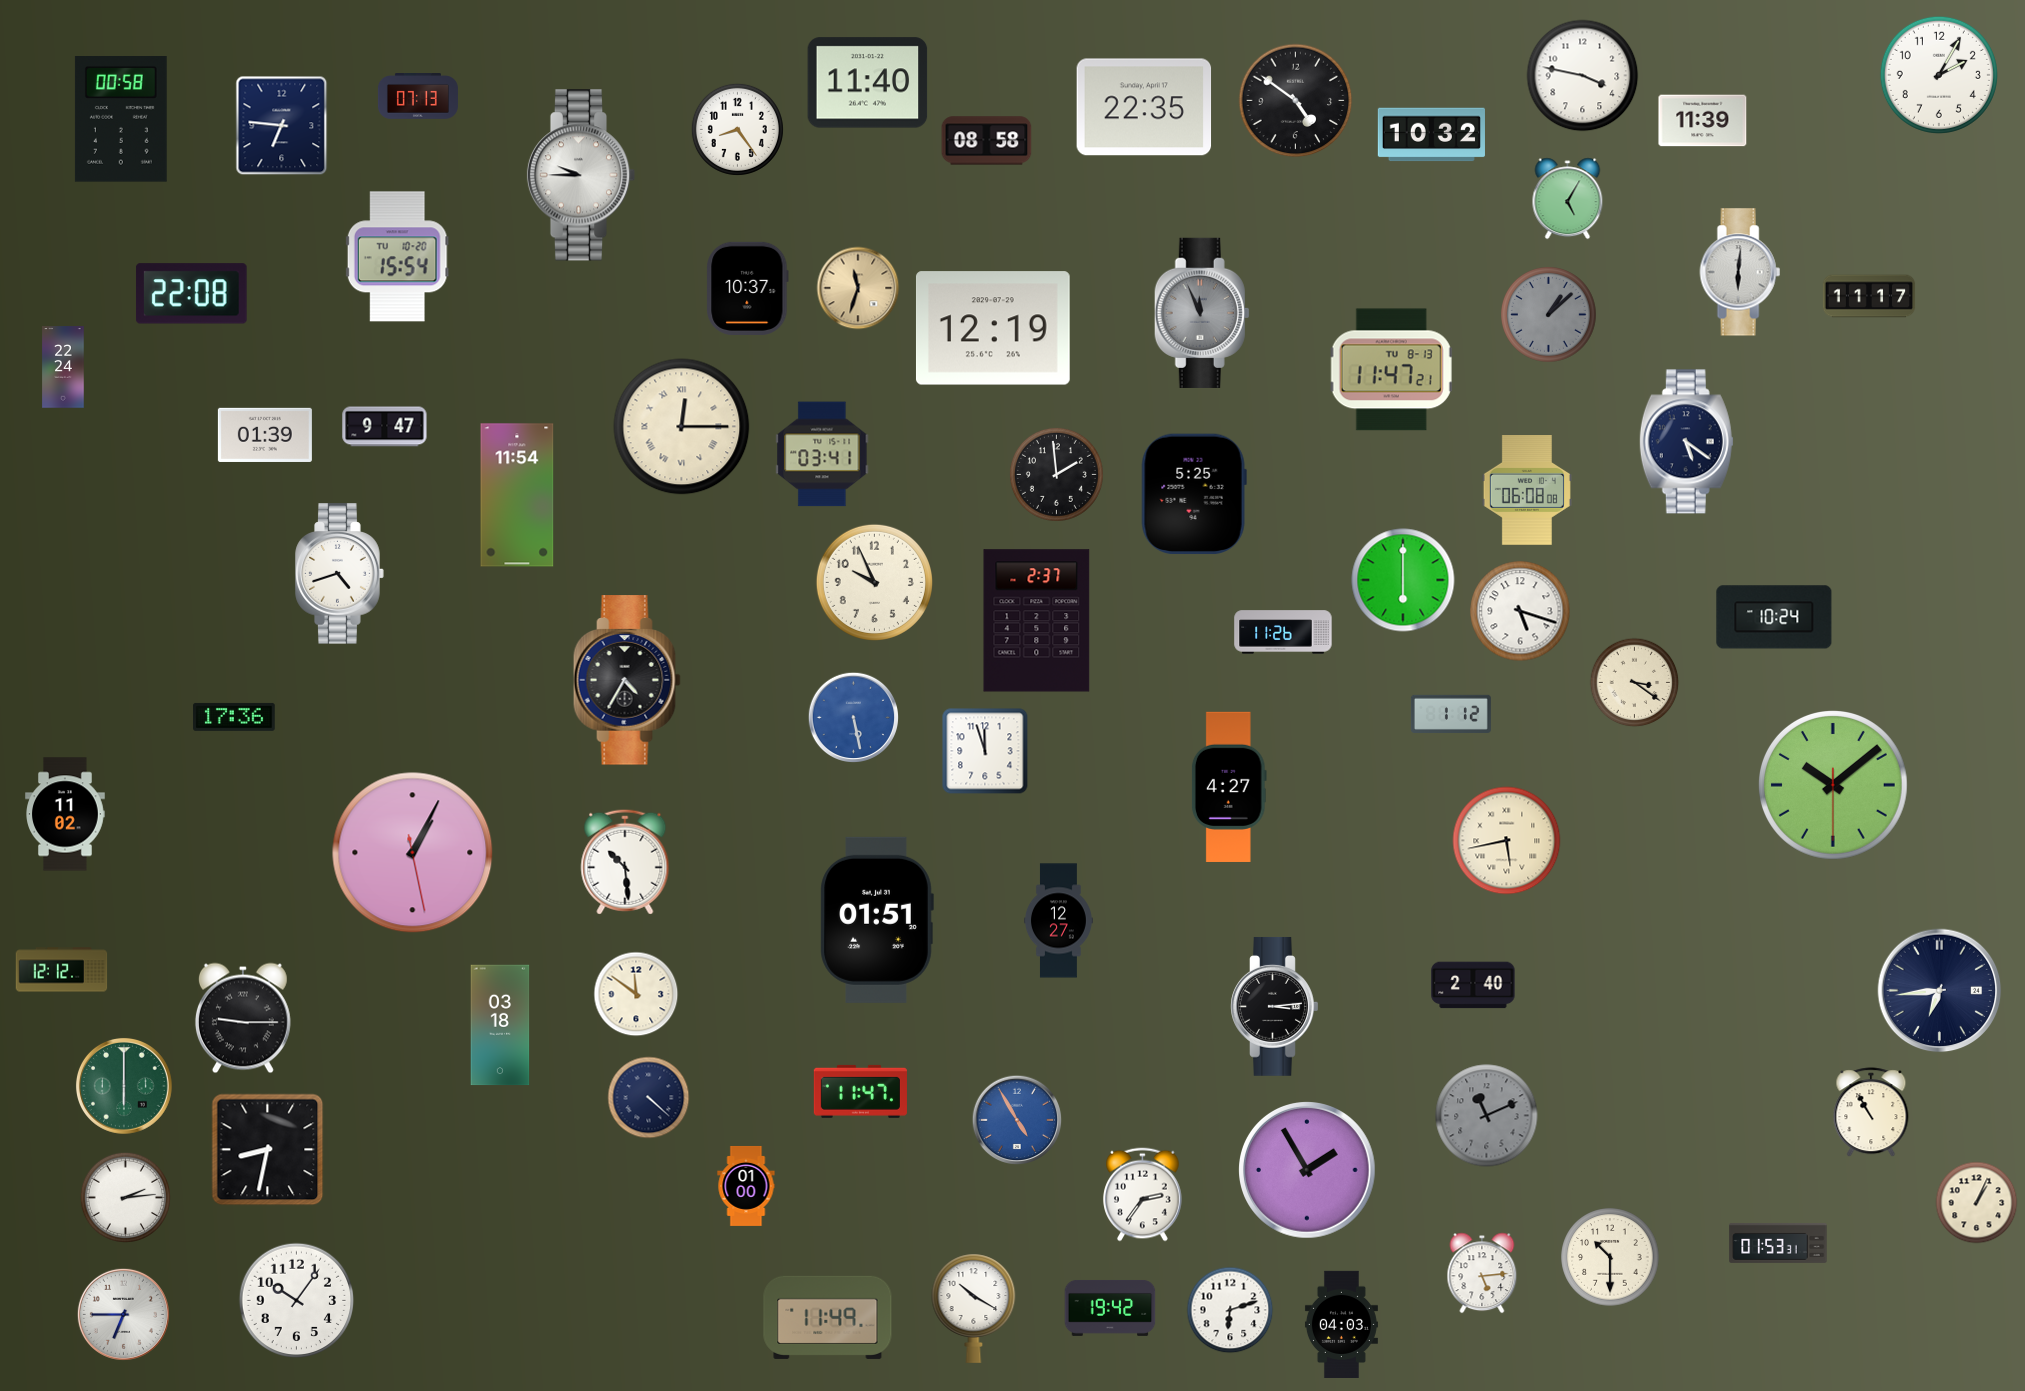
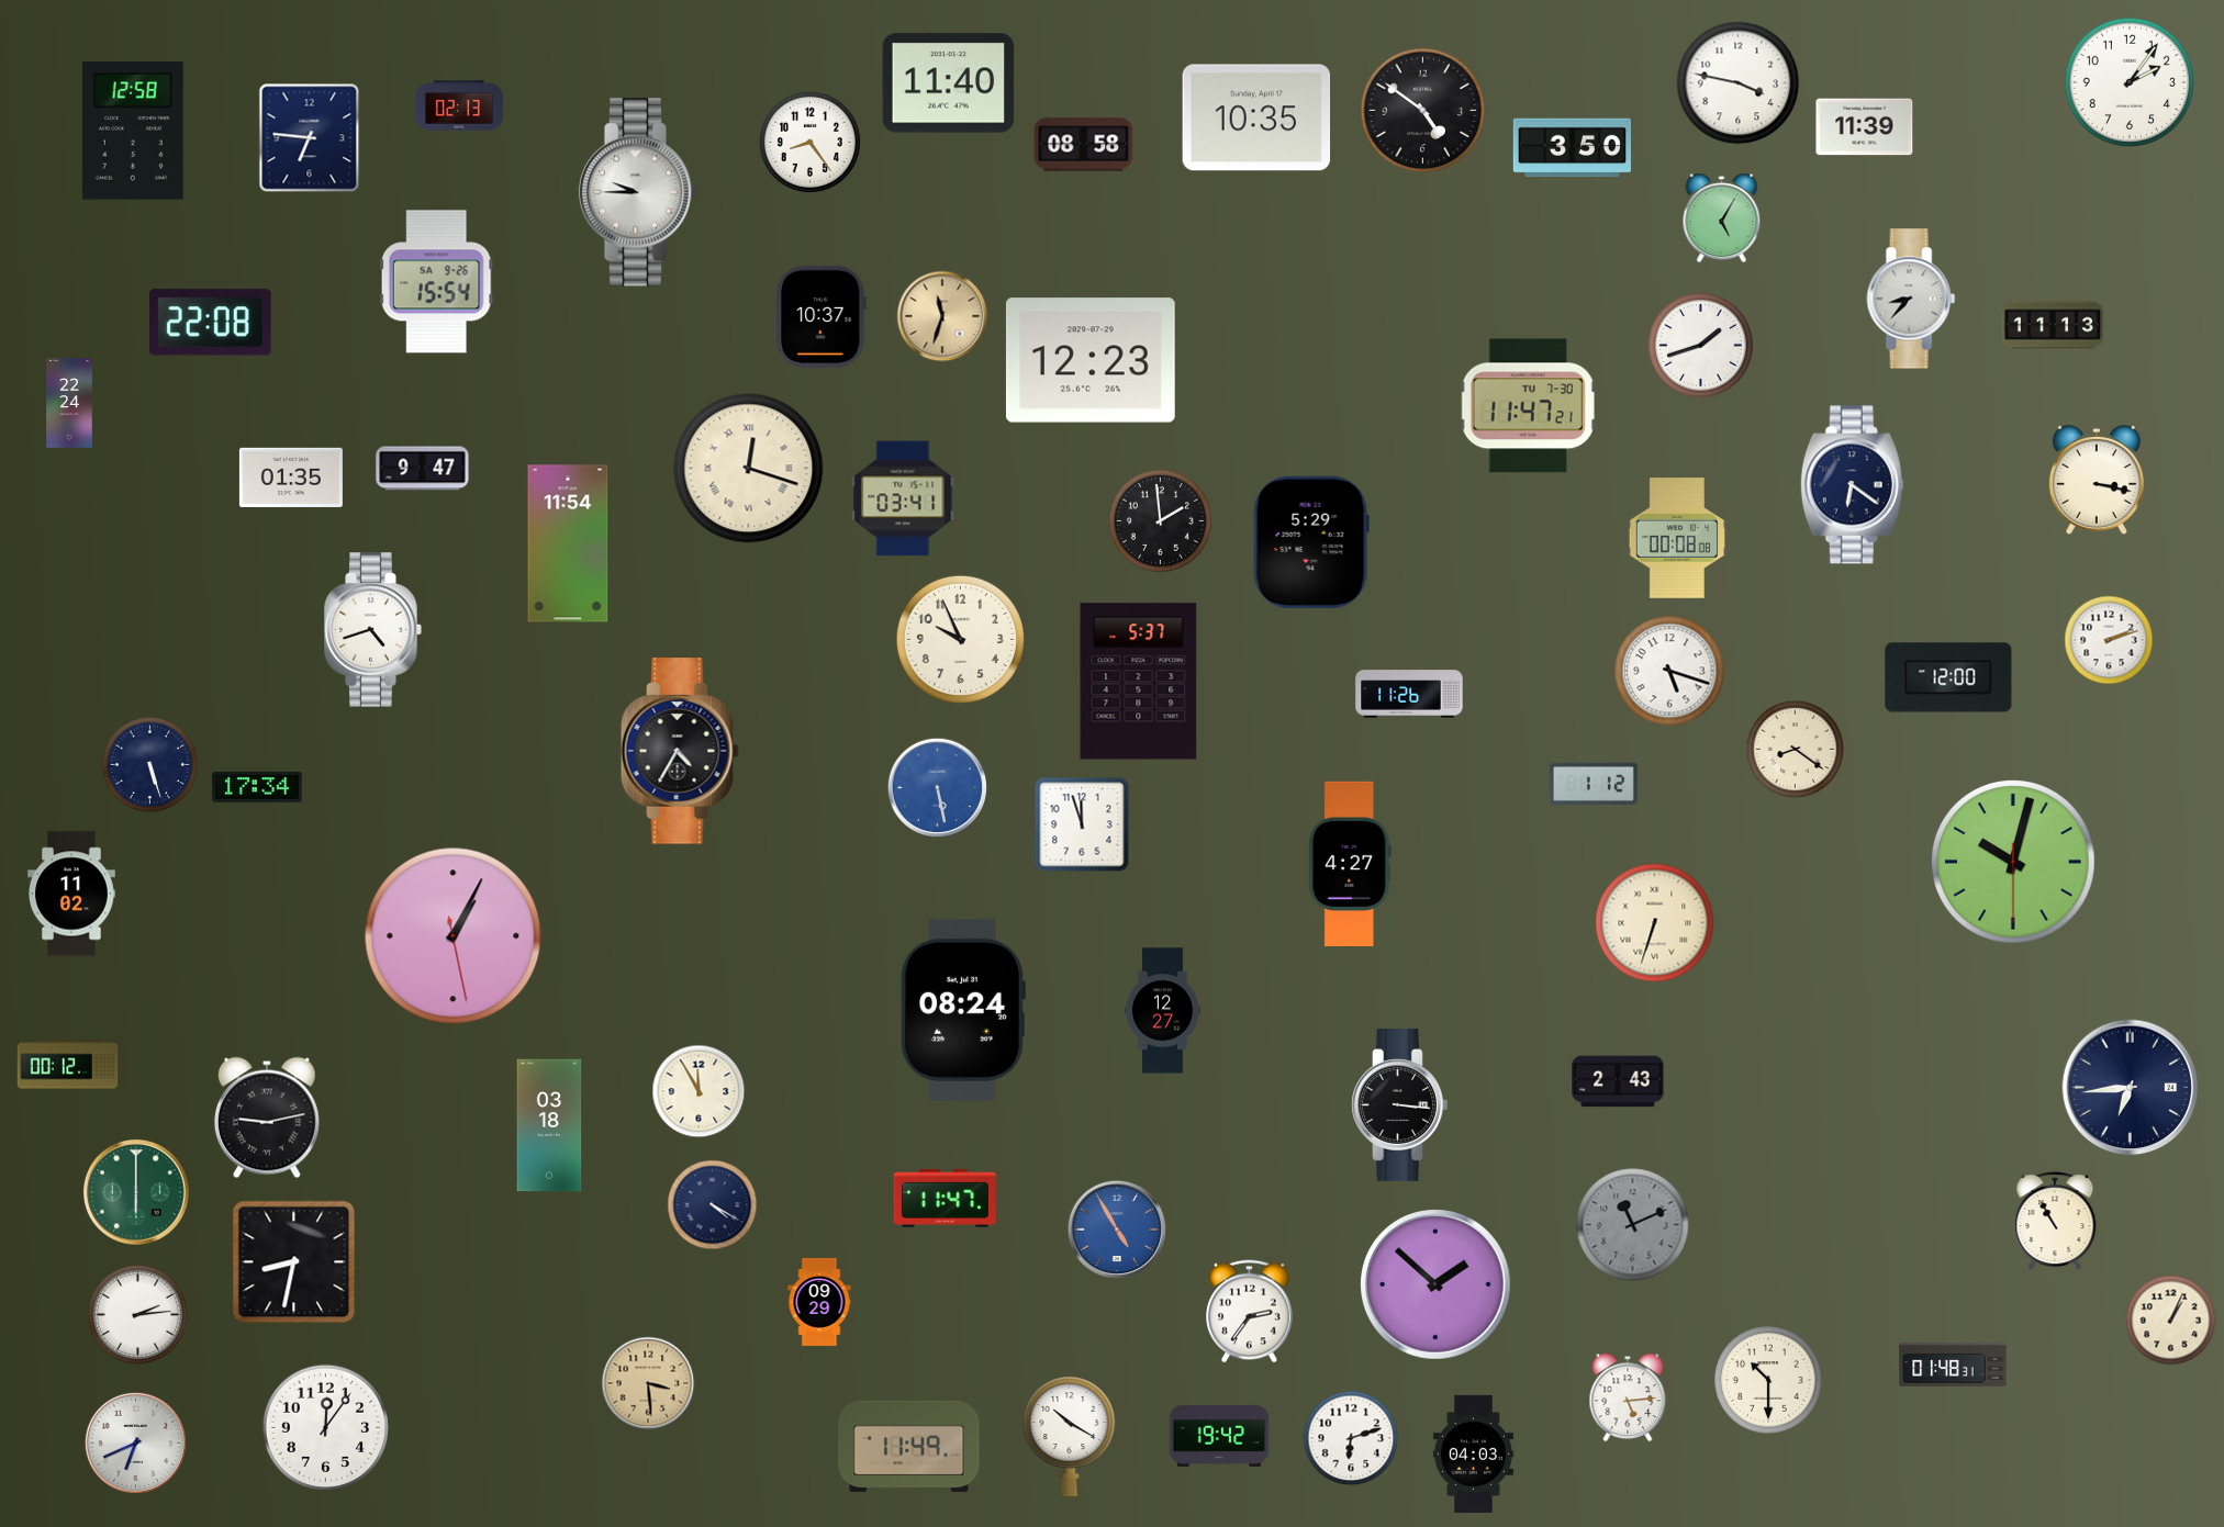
clock at (1939, 75): 2:05 -> 2:06
clock at (868, 83) position: (868, 83) -> (949, 83)
clock at (418, 96): 07:13 -> 02:13
clock at (1144, 107): 22:35 -> 10:35
clock at (121, 120): 00:58 -> 12:58
clock at (1703, 121) position: (1703, 121) -> (1865, 127)
clock at (1431, 135): 10:32 -> 3:50
clock at (987, 141) position: (987, 141) -> (1084, 145)
clock at (397, 257) date: TU 10-20 -> SA 9-26
clock at (1740, 272): 6:01 -> 8:37
clock at (1869, 296): 11:17 -> 11:13
clock at (1202, 313): 11:56 -> none
clock at (1549, 315): 1:08 -> 1:42
clock at (1549, 315) dial: grey -> white
clock at (993, 328): 12:19 -> 12:23
clock at (1392, 370) date: TU 8-13 -> TU 7-30
clock at (682, 427): 12:15 -> 12:18
clock at (265, 435): 01:39 -> 01:35
clock at (2097, 480): none -> 3:17
clock at (1686, 442): 5:21 -> 6:21
clock at (1527, 491): 06:08 -> 00:08
clock at (1194, 494): 5:25 -> 5:29
clock at (1403, 580): 6:00 -> none
clock at (2109, 640): none -> 2:12
clock at (1774, 617): 10:24 -> 12:00
clock at (1037, 621): 2:37 -> 5:37
clock at (627, 680) position: (627, 680) -> (680, 751)
clock at (1635, 683): 3:21 -> 8:21
clock at (150, 765): none -> 5:27
clock at (234, 717): 17:36 -> 17:34
clock at (1834, 786): 10:08 -> 10:02
clock at (1507, 841): 5:43 -> 6:33
clock at (625, 862): 10:29 -> none
clock at (877, 920): 01:51 -> 08:24
clock at (62, 970): 12:12 -> 00:12
clock at (1473, 985): 2:40 -> 2:43
clock at (636, 994): 11:51 -> 11:55
clock at (1275, 1006): 3:14 -> 3:16
clock at (243, 1018): 9:15 -> 9:13
clock at (649, 1098): 4:22 -> 4:20
clock at (1308, 1171): 1:55 -> 1:52
clock at (746, 1186): 01:00 -> 09:29
clock at (1143, 1195) position: (1143, 1195) -> (1250, 1312)
clock at (1778, 1243): 01:53 -> 01:48
clock at (648, 1383): none -> 3:29
clock at (297, 1301): 10:06 -> 12:06
clock at (123, 1314): 6:45 -> 6:41
